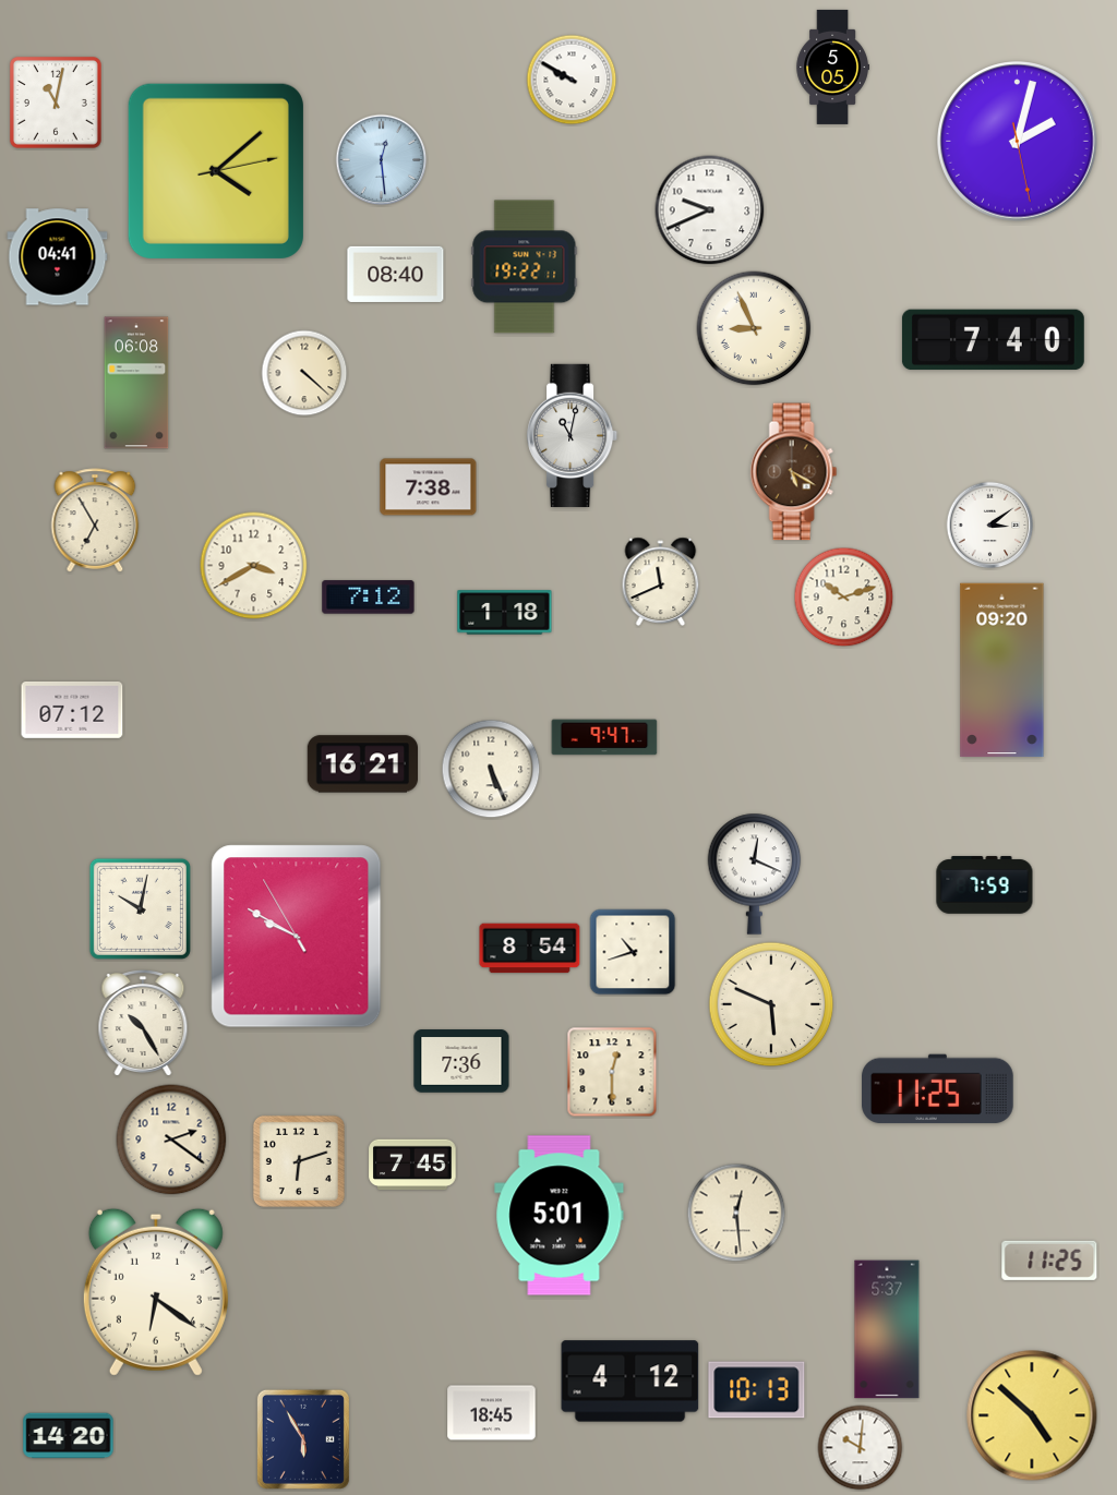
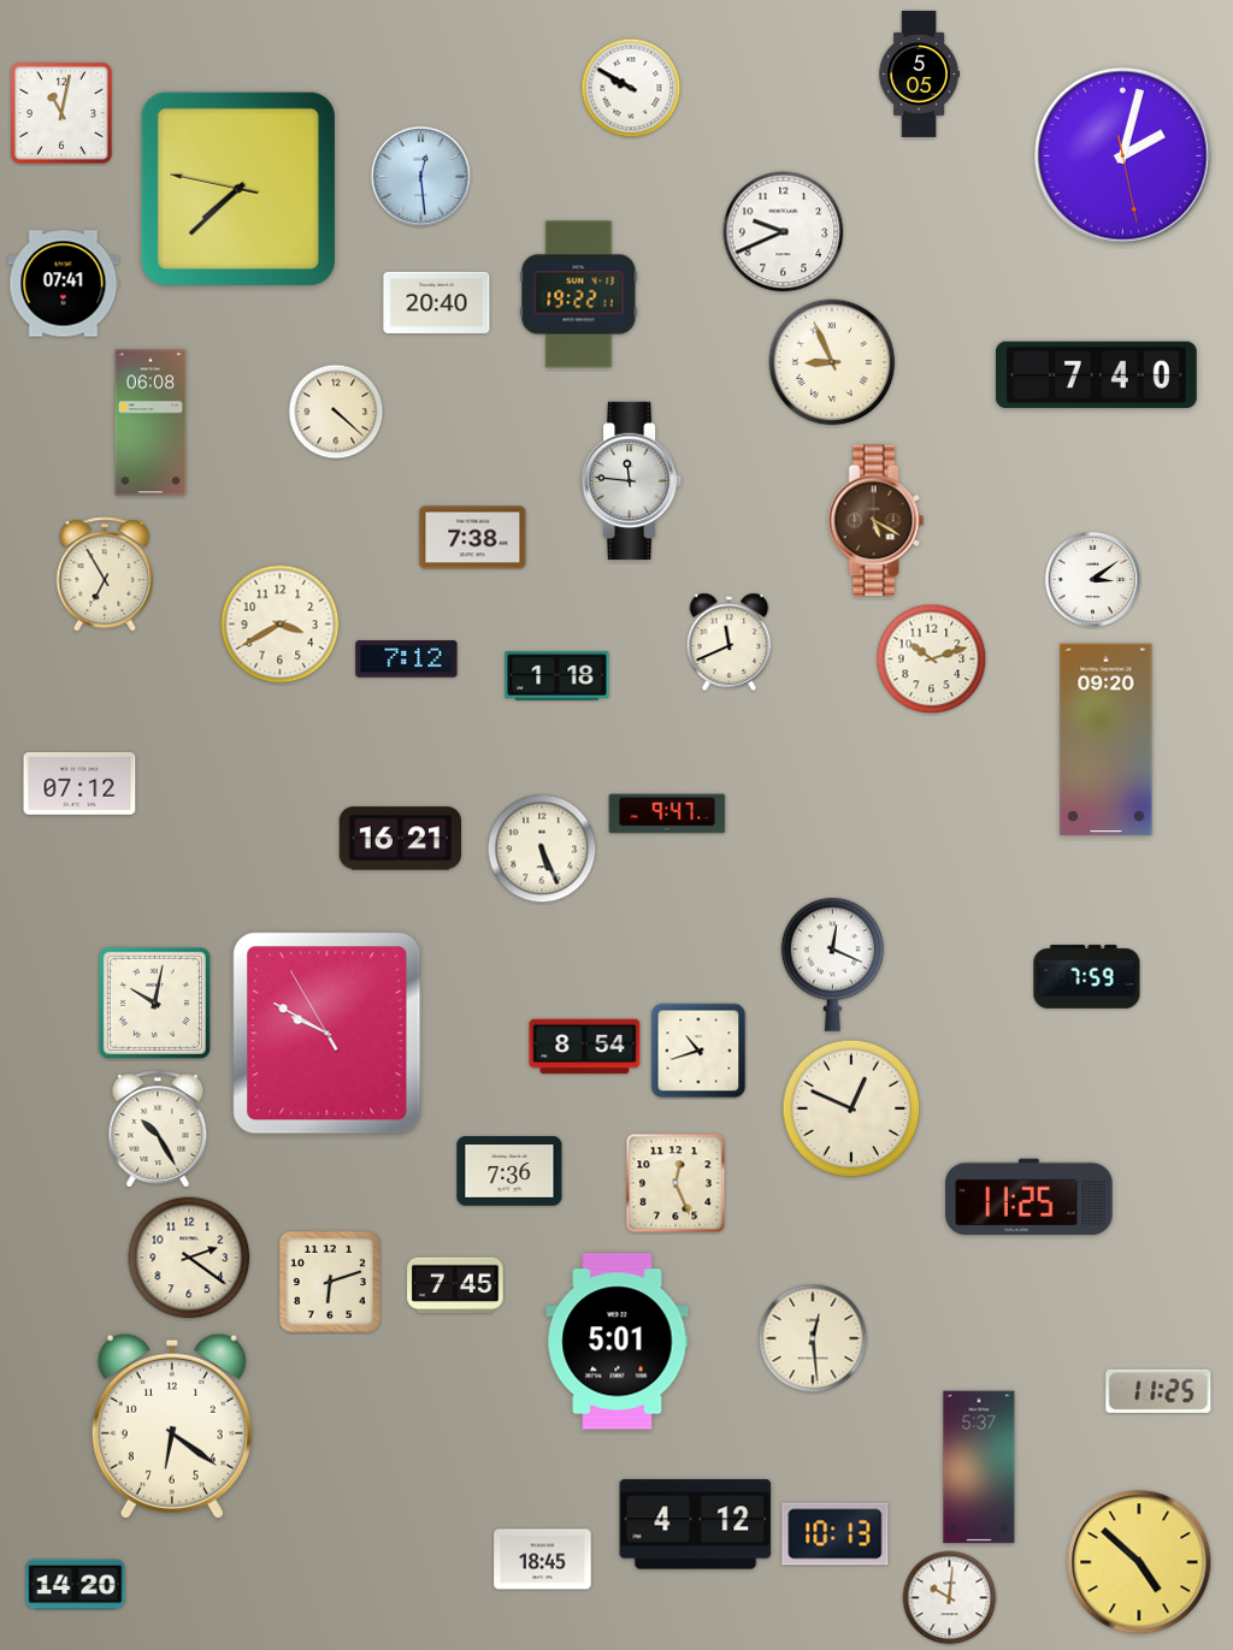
clock at (216, 171): 4:08 -> 7:37
clock at (58, 257): 04:41 -> 07:41
clock at (396, 274): 08:40 -> 20:40
clock at (573, 435): 11:02 -> 11:46
clock at (362, 764) position: (362, 764) -> (400, 839)
clock at (771, 1004): 5:49 -> 12:49
clock at (612, 1072): 12:30 -> 12:26
clock at (938, 1089) position: (938, 1089) -> (1030, 1197)
clock at (303, 1439): 5:55 -> none
